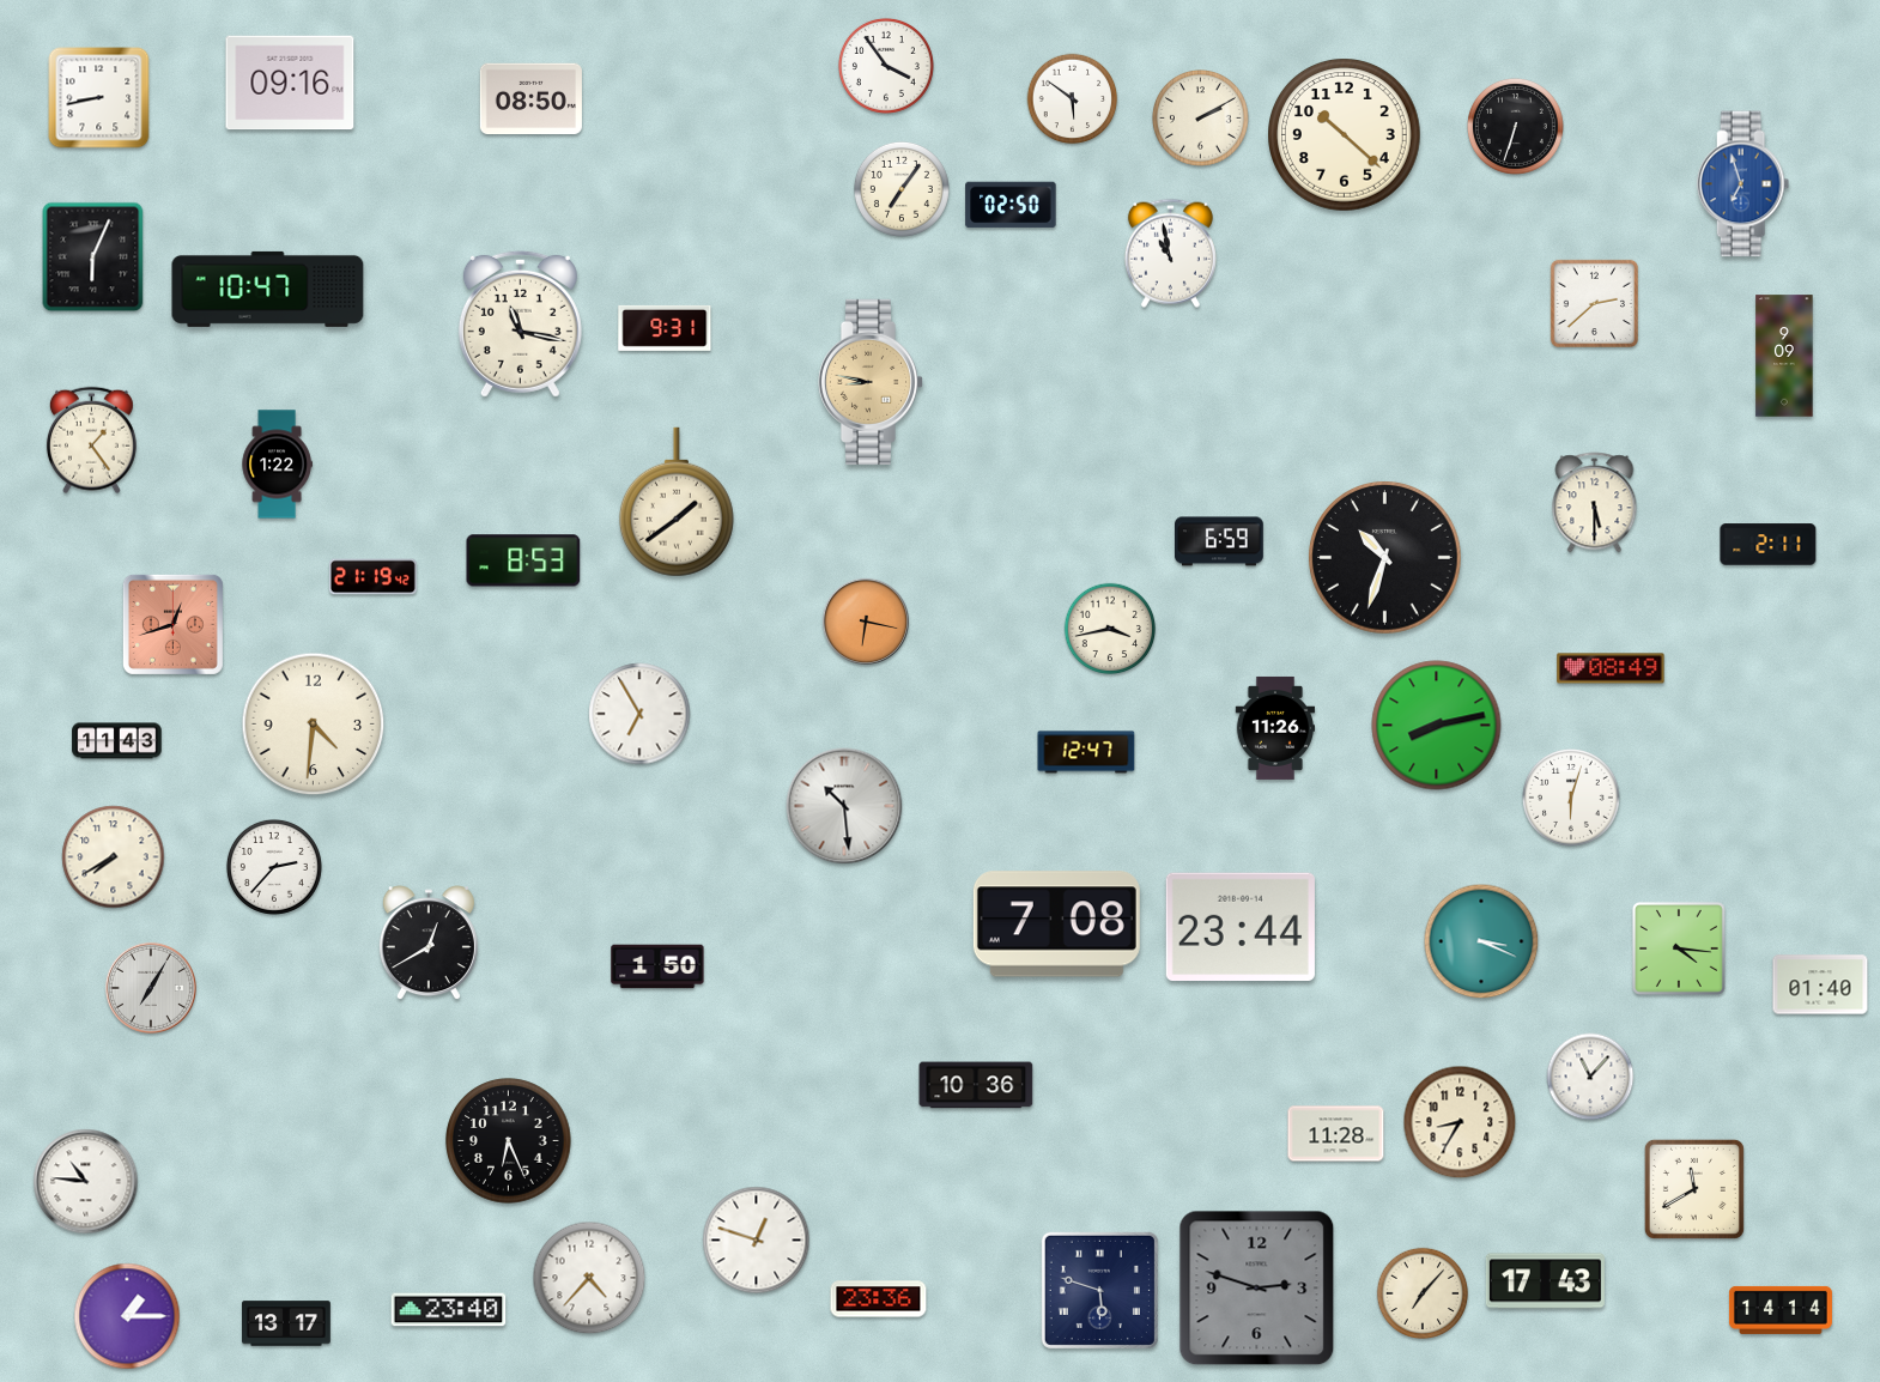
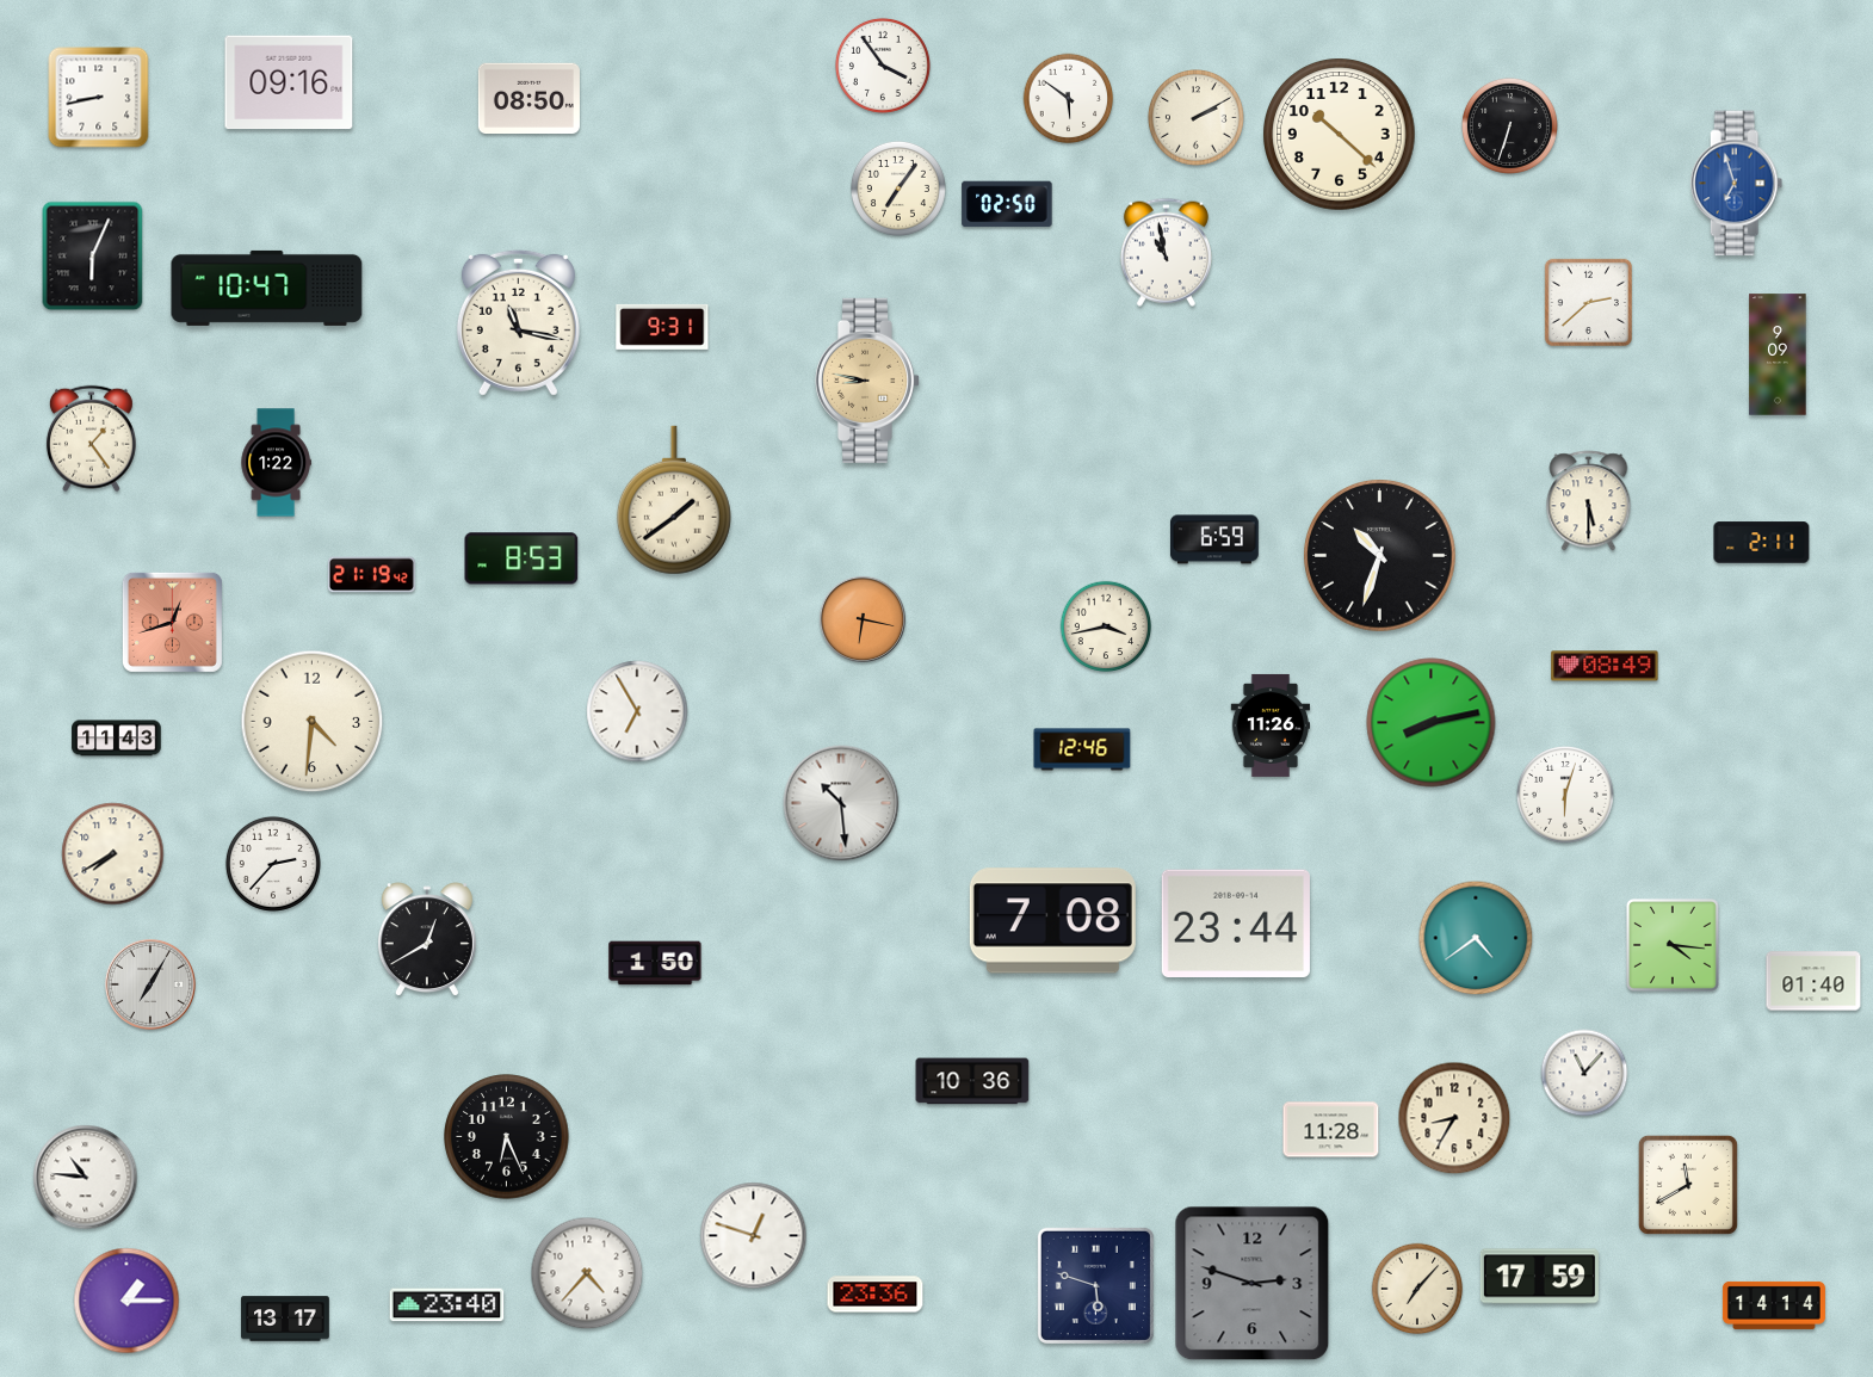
clock at (1086, 752): 12:47 -> 12:46
clock at (1481, 941): 3:19 -> 4:39
clock at (1545, 1281): 17:43 -> 17:59
clock at (127, 1316) position: (127, 1316) -> (126, 1301)
